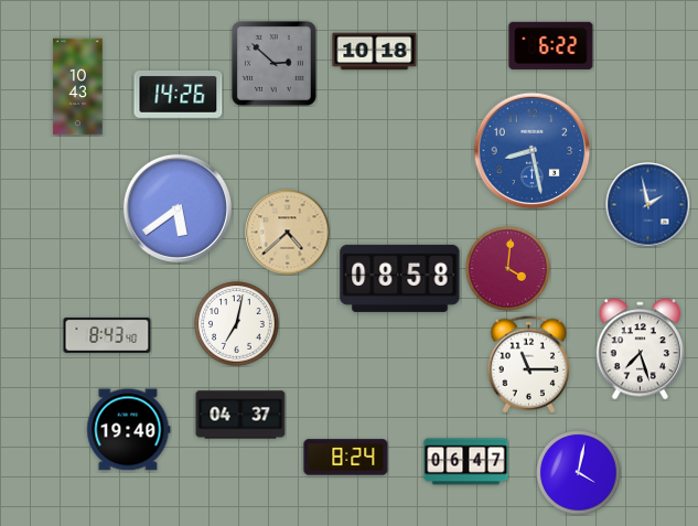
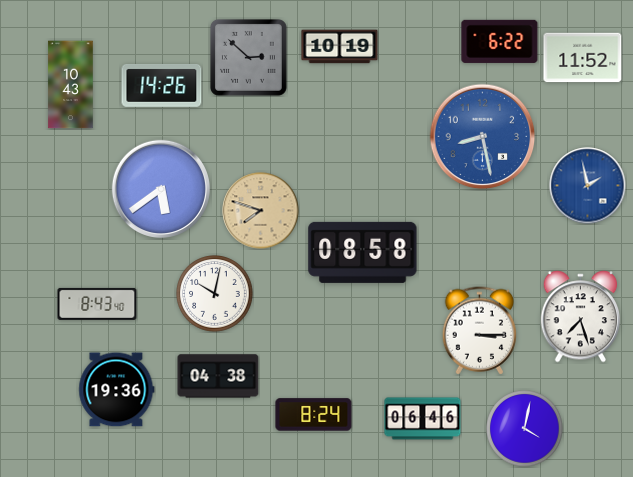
clock at (375, 52): 10:18 -> 10:19
clock at (583, 58): none -> 11:52
clock at (78, 87) position: (78, 87) -> (71, 85)
clock at (288, 233): 4:38 -> 7:48
clock at (508, 269): 4:01 -> none
clock at (237, 324): 7:02 -> 10:02
clock at (529, 365): 11:15 -> 3:15
clock at (240, 415): 04:37 -> 04:38
clock at (129, 430): 19:40 -> 19:36
clock at (466, 462): 06:47 -> 06:46
